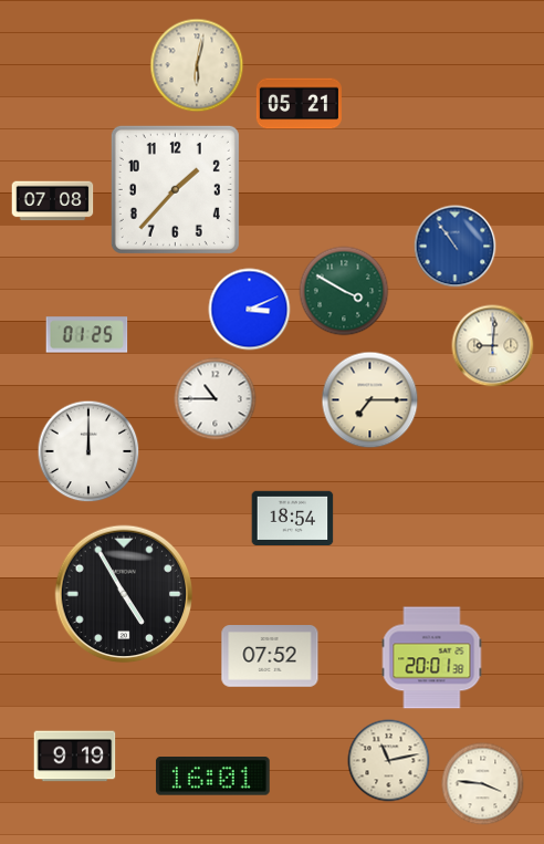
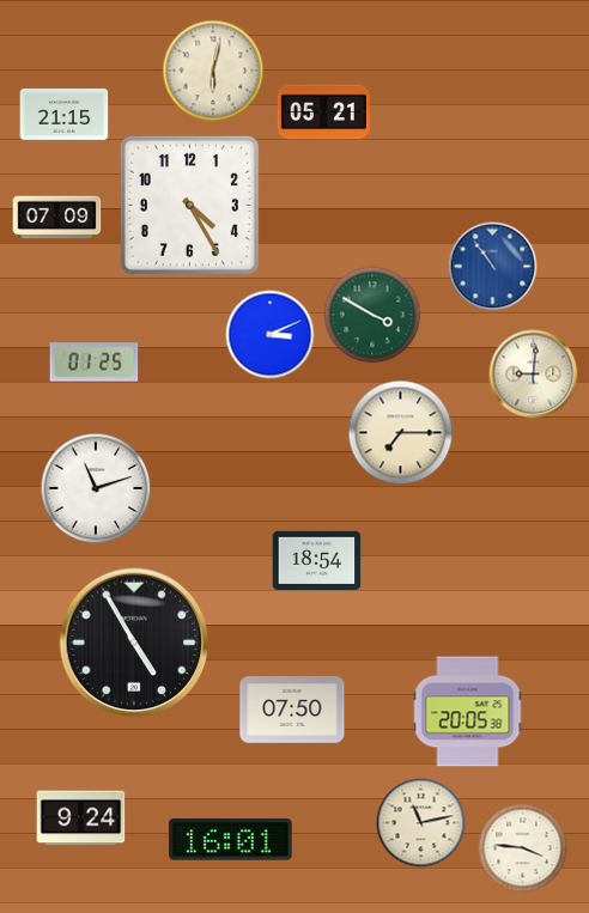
clock at (65, 114): none -> 21:15
clock at (175, 189): 1:37 -> 4:25
clock at (53, 201): 07:08 -> 07:09
clock at (216, 399): 10:45 -> none
clock at (88, 451): 12:00 -> 11:12
clock at (270, 657): 07:52 -> 07:50
clock at (432, 658): 20:01 -> 20:05
clock at (75, 757): 9:19 -> 9:24
